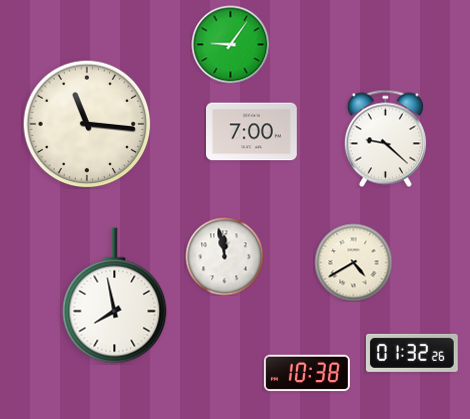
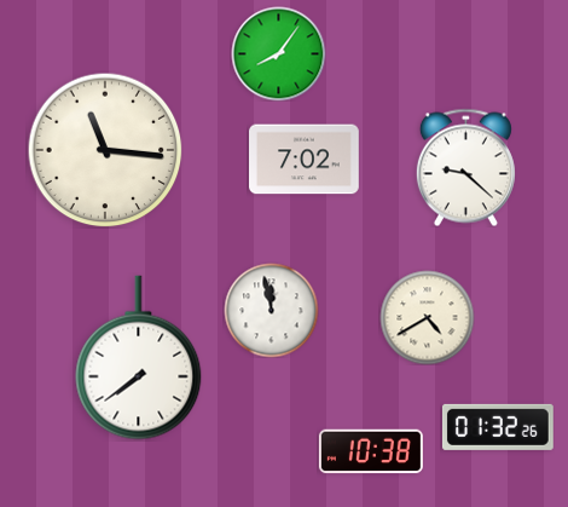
clock at (230, 44): 9:06 -> 8:06
clock at (252, 132): 7:00 -> 7:02
clock at (115, 296): 7:58 -> 7:39
